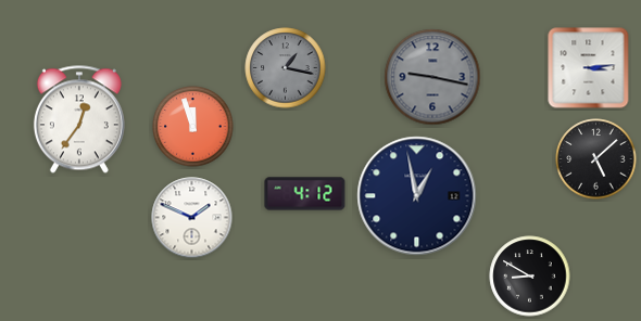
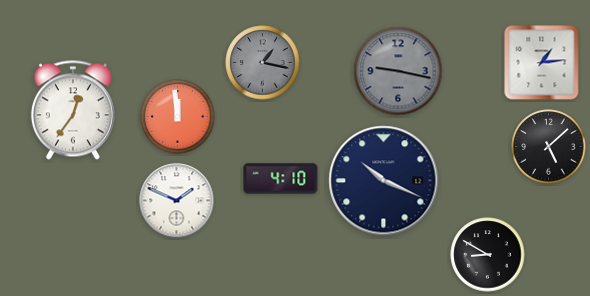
clock at (589, 68): 3:14 -> 1:14
clock at (193, 127): 11:57 -> 11:59
clock at (305, 194): 4:12 -> 4:10
clock at (417, 196): 12:58 -> 10:19
